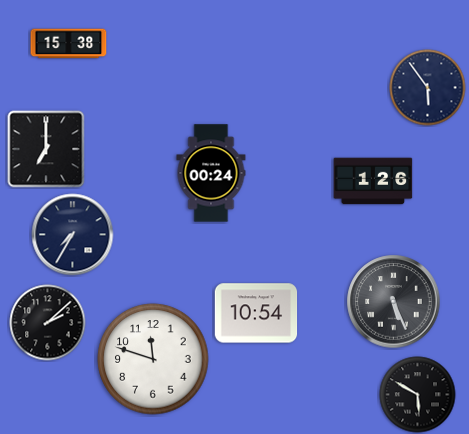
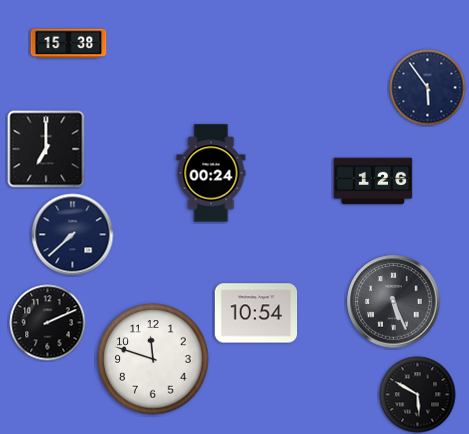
clock at (73, 235): 7:35 -> 7:38
clock at (48, 323): 2:08 -> 2:11
